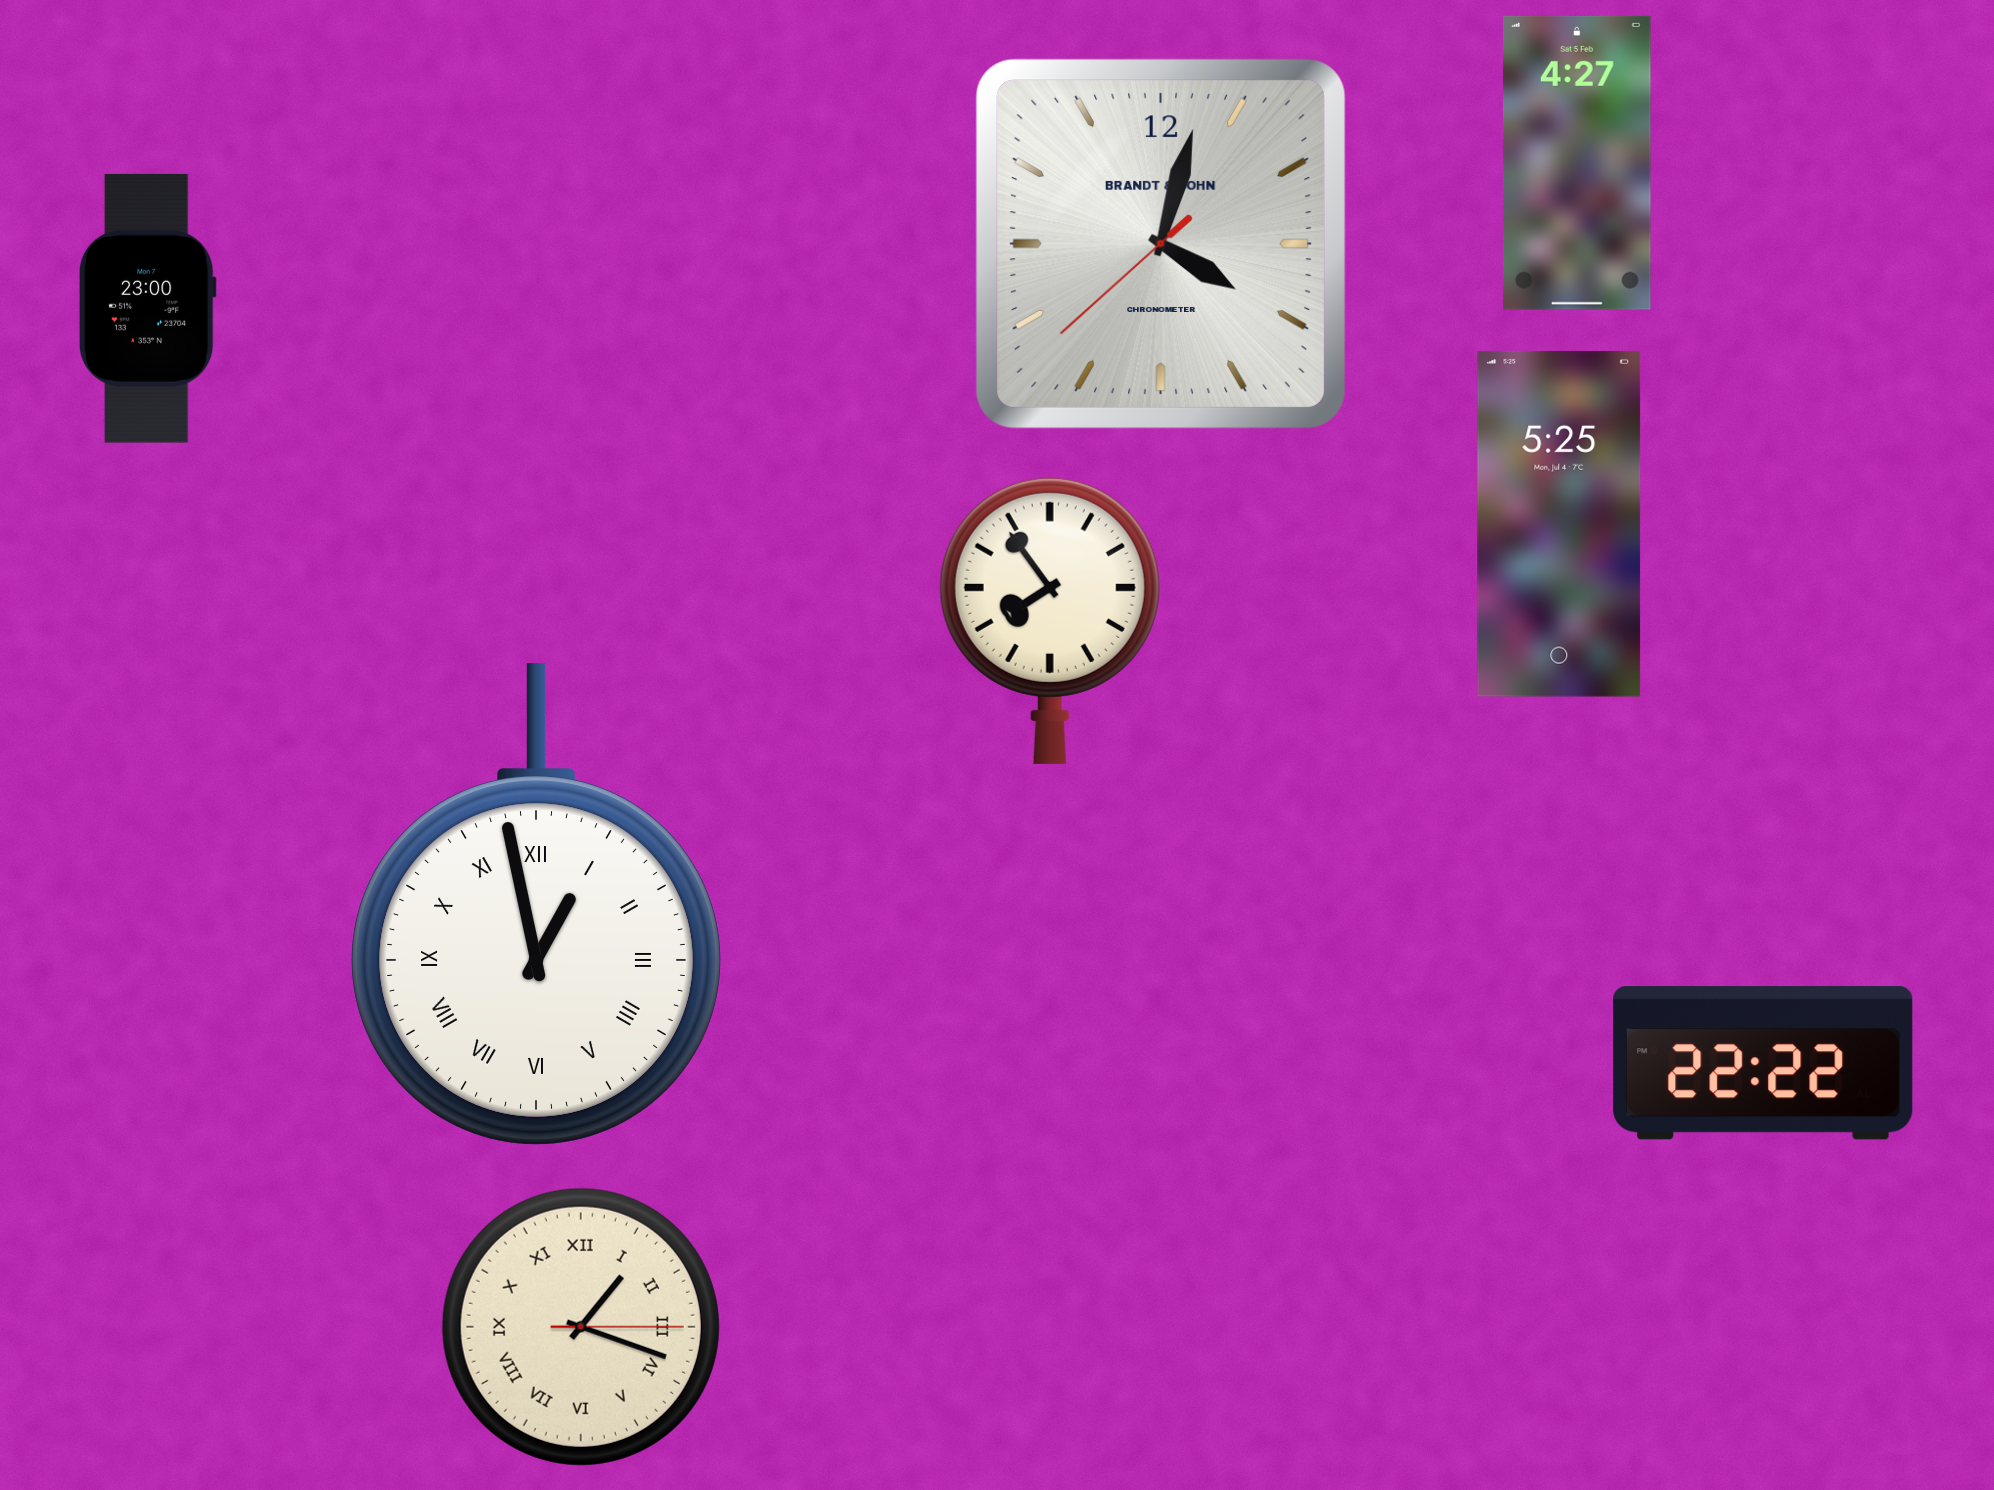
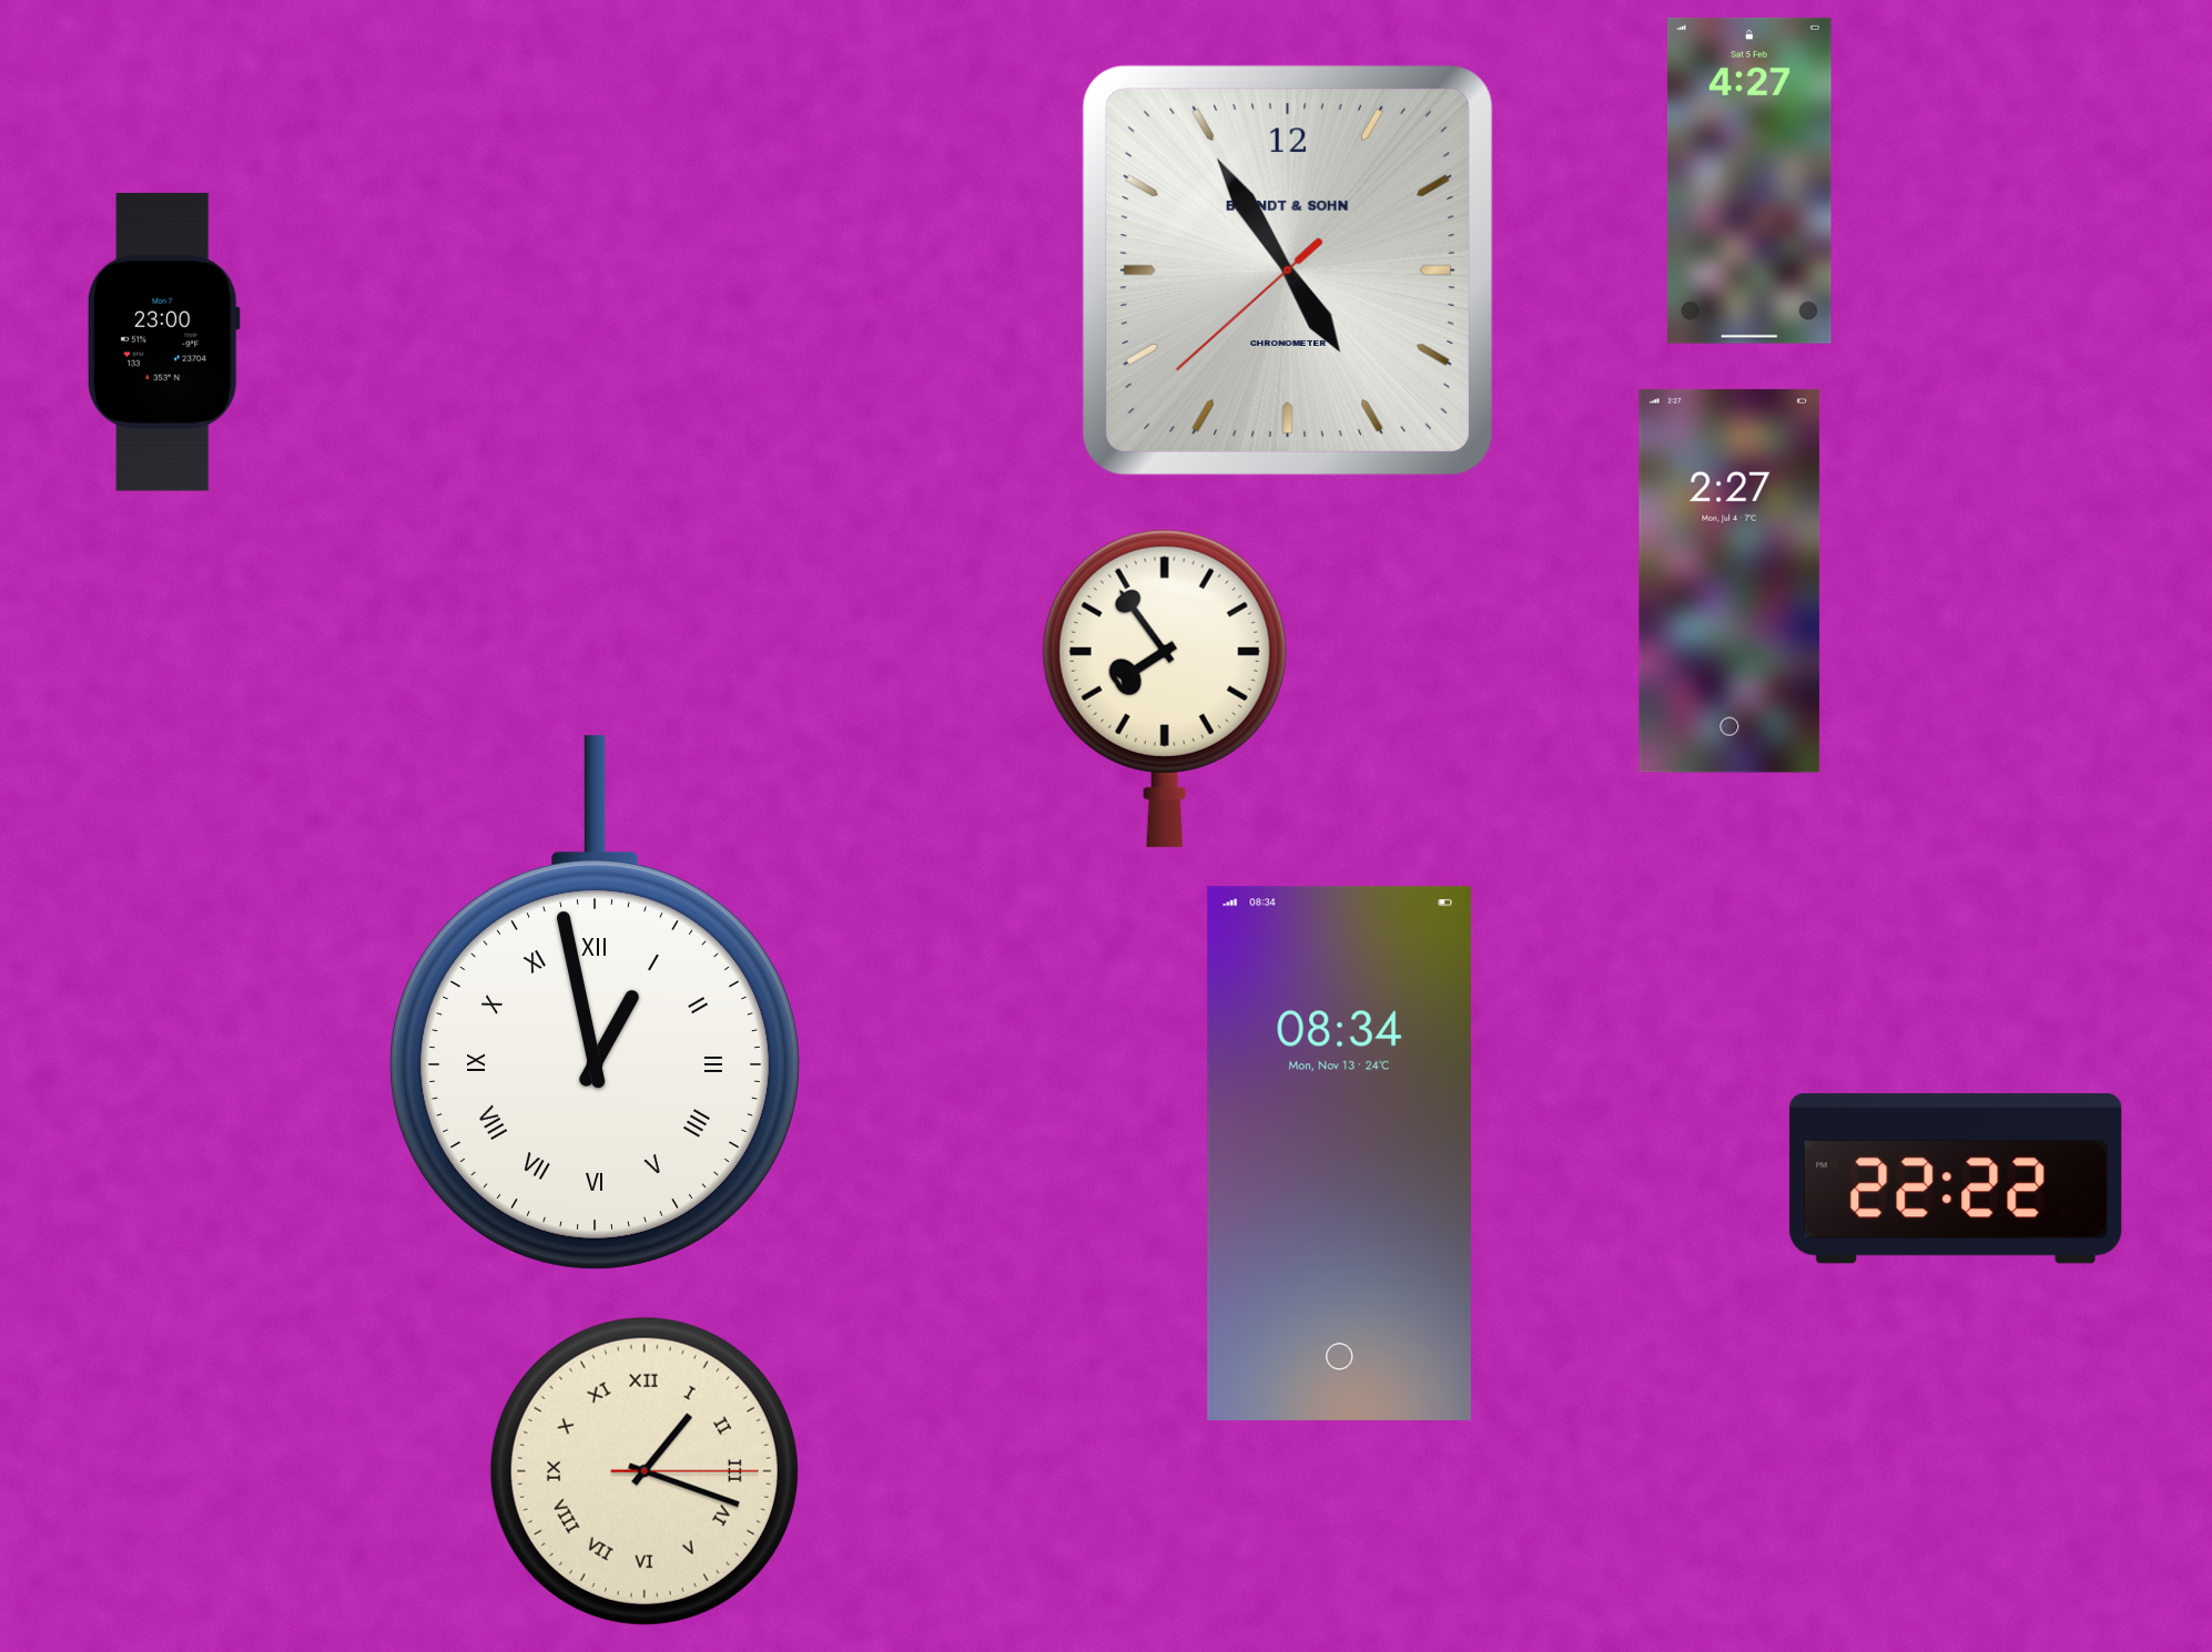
clock at (1161, 244): 4:02 -> 4:54
clock at (1559, 524): 5:25 -> 2:27
clock at (1339, 1153): none -> 08:34
